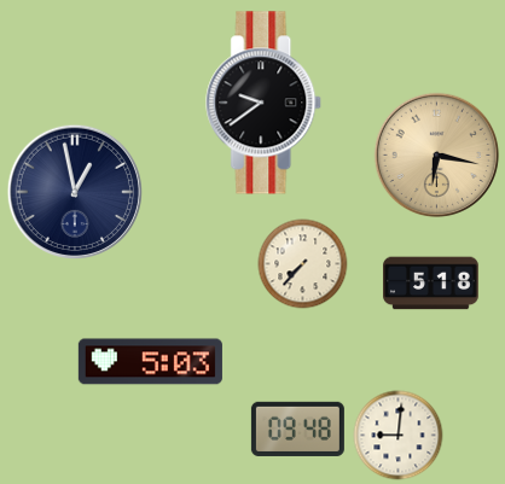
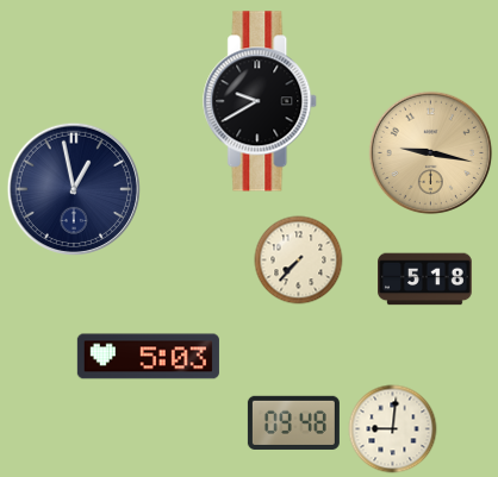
clock at (265, 103): 9:39 -> 9:40
clock at (437, 156): 6:17 -> 9:17
